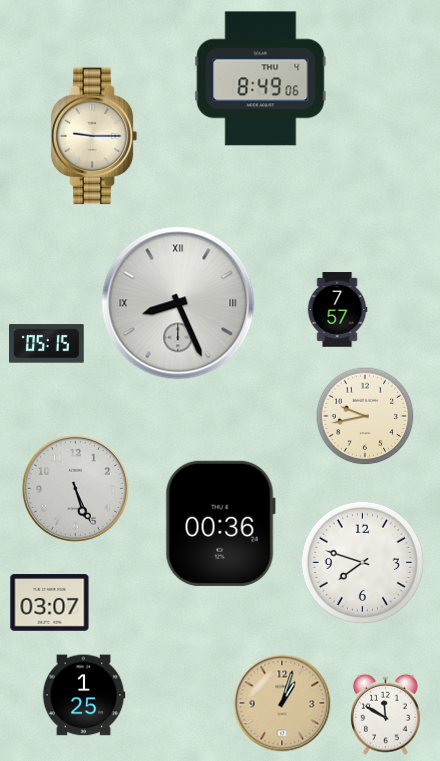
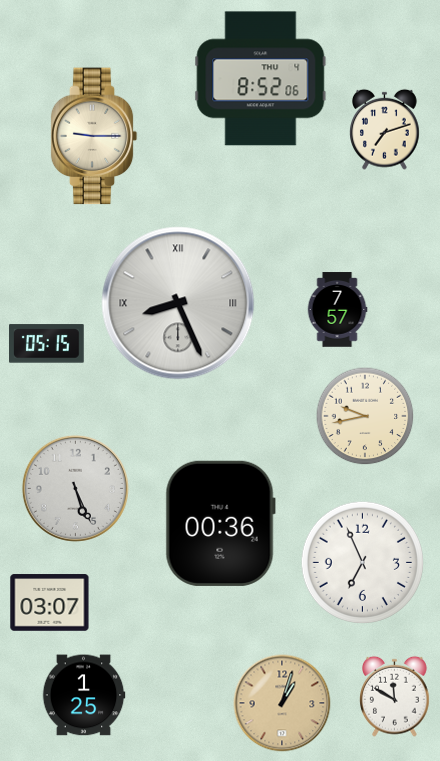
clock at (261, 79): 8:49 -> 8:52
clock at (385, 129): none -> 7:12
clock at (362, 562): 7:48 -> 6:56
clock at (386, 714) position: (386, 714) -> (395, 696)
